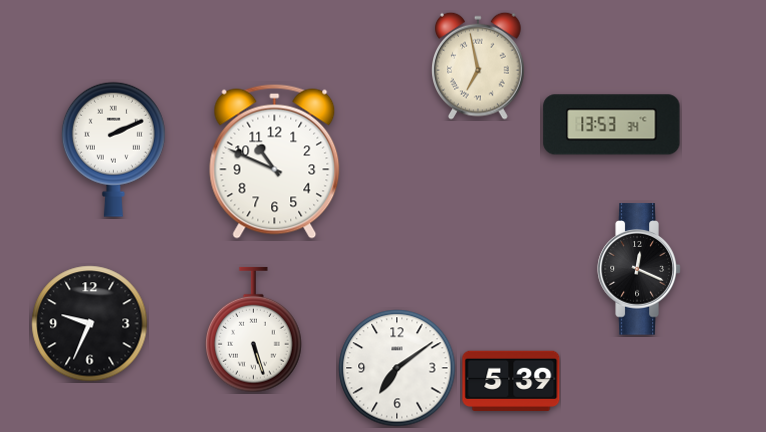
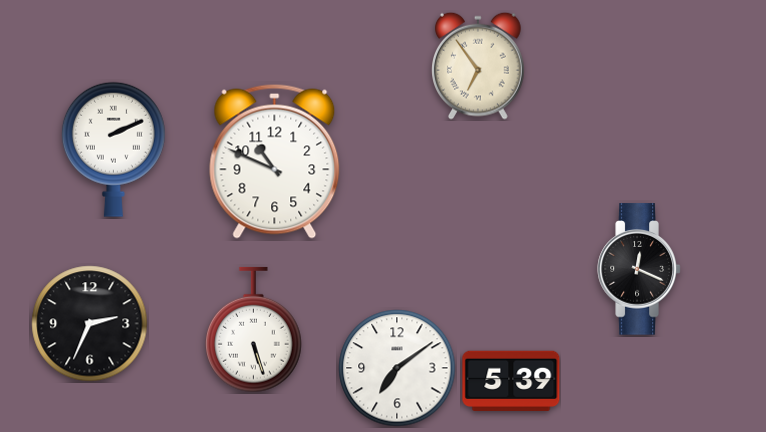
clock at (479, 66): 6:58 -> 6:54
clock at (612, 125): 13:53 -> none
clock at (90, 324): 9:34 -> 2:34
